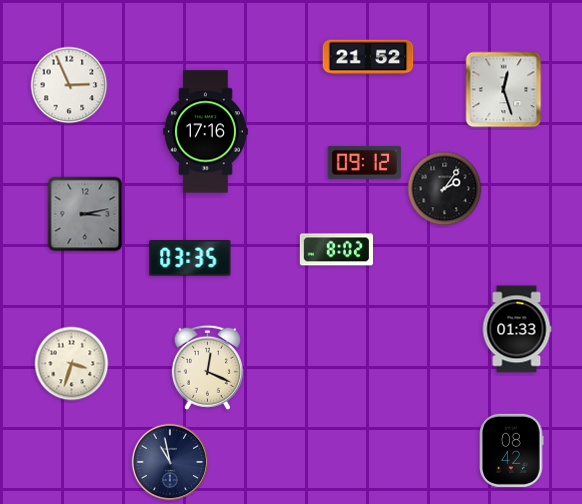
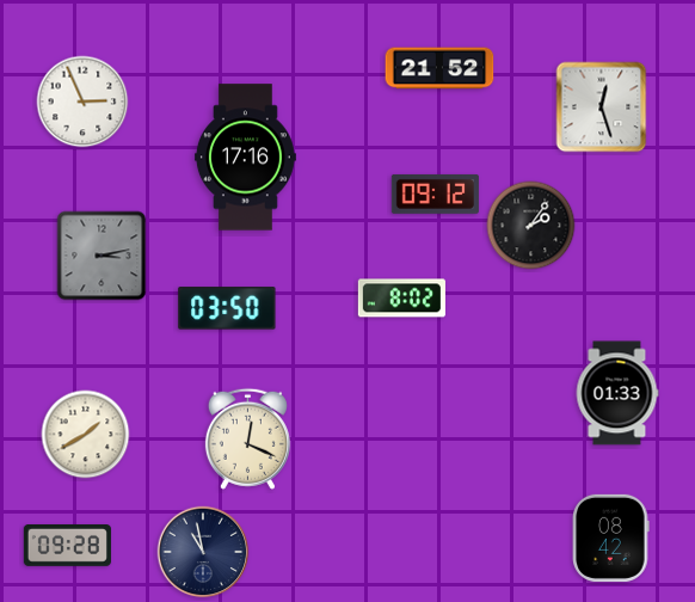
clock at (190, 258): 03:35 -> 03:50
clock at (72, 364): 3:33 -> 1:40
clock at (67, 546): none -> 09:28
